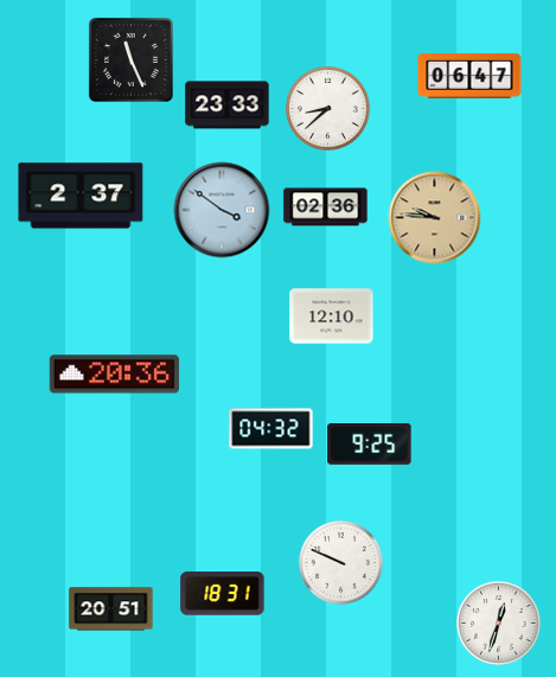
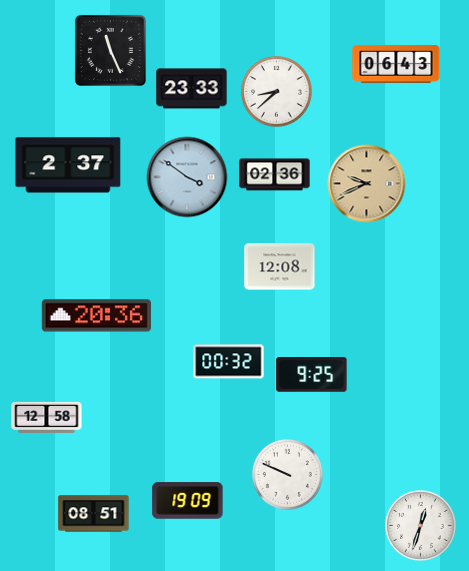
clock at (469, 76): 06:47 -> 06:43
clock at (435, 218): 9:46 -> 9:41
clock at (332, 317): 12:10 -> 12:08
clock at (271, 429): 04:32 -> 00:32
clock at (47, 417): none -> 12:58
clock at (223, 594): 18:31 -> 19:09
clock at (111, 609): 20:51 -> 08:51
